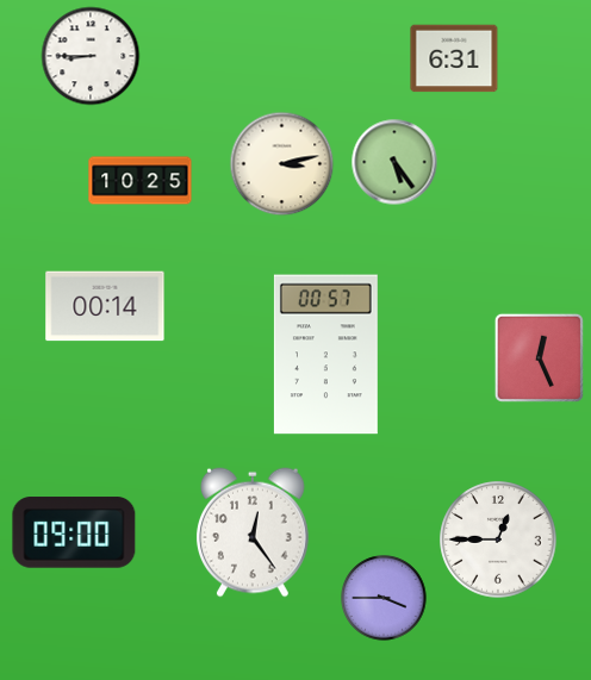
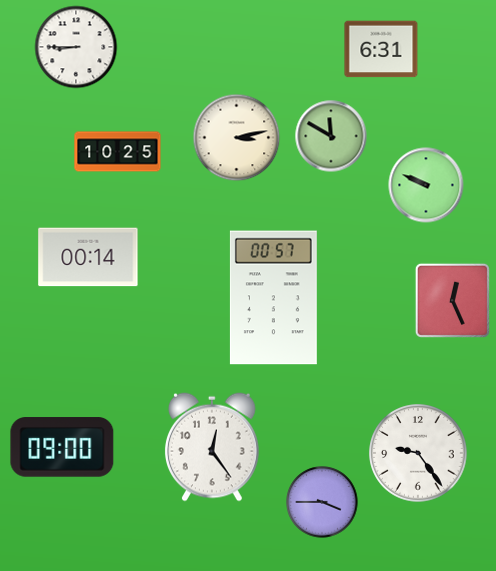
clock at (394, 162): 5:24 -> 11:50
clock at (426, 185): none -> 9:49
clock at (498, 539): 12:45 -> 9:24
